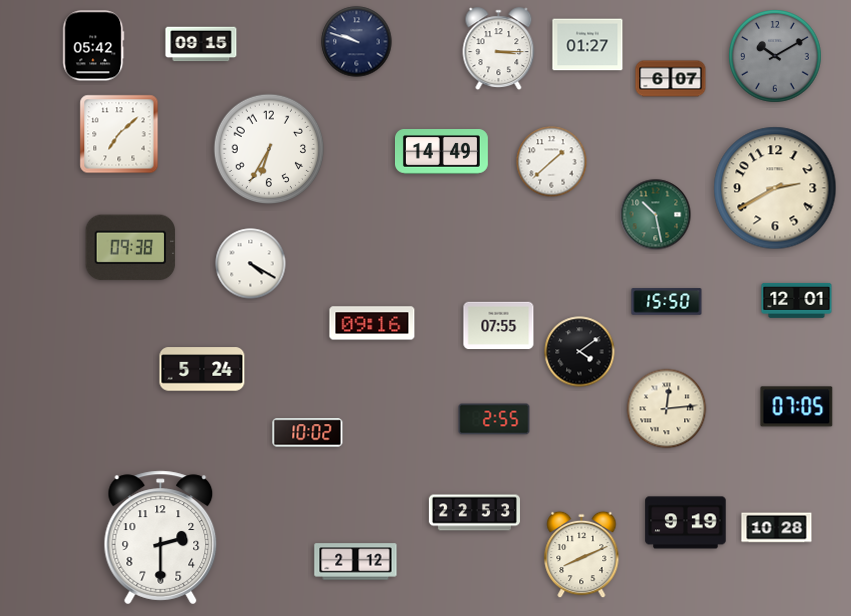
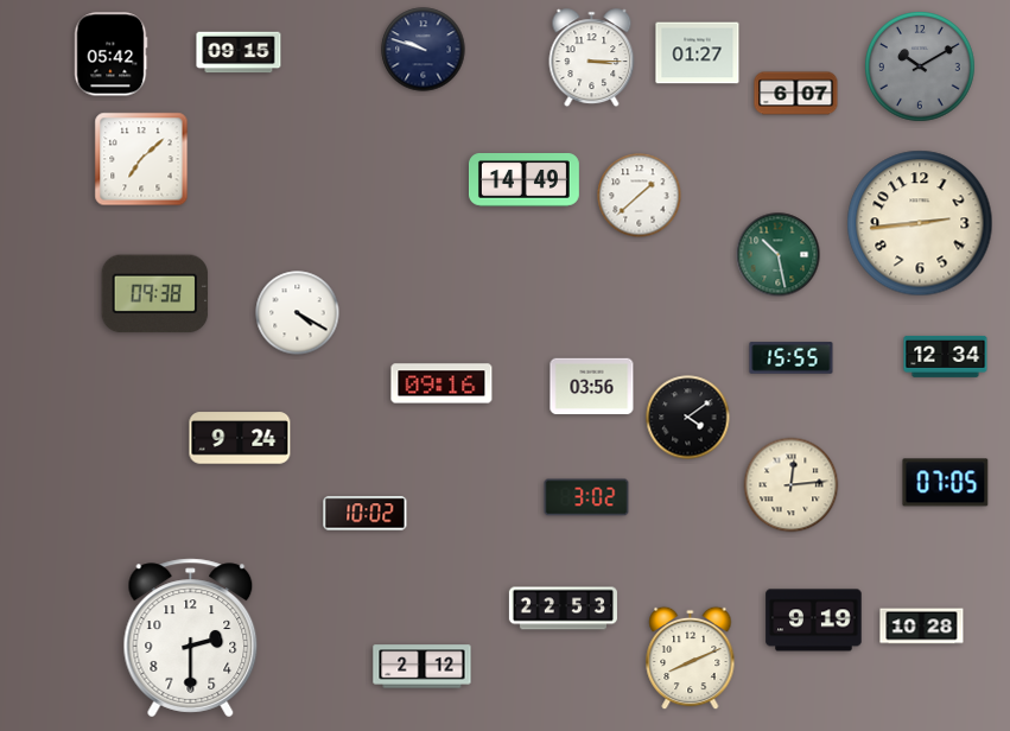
clock at (269, 149): 6:35 -> none
clock at (552, 162) position: (552, 162) -> (640, 196)
clock at (775, 188): 2:40 -> 2:44
clock at (797, 300): 12:01 -> 12:34
clock at (667, 302): 15:50 -> 15:55
clock at (499, 326): 07:55 -> 03:56
clock at (202, 369): 5:24 -> 9:24
clock at (494, 419): 2:55 -> 3:02
